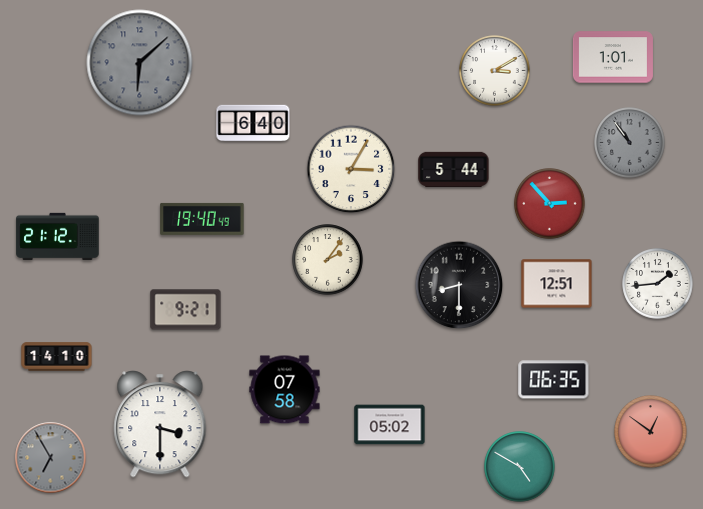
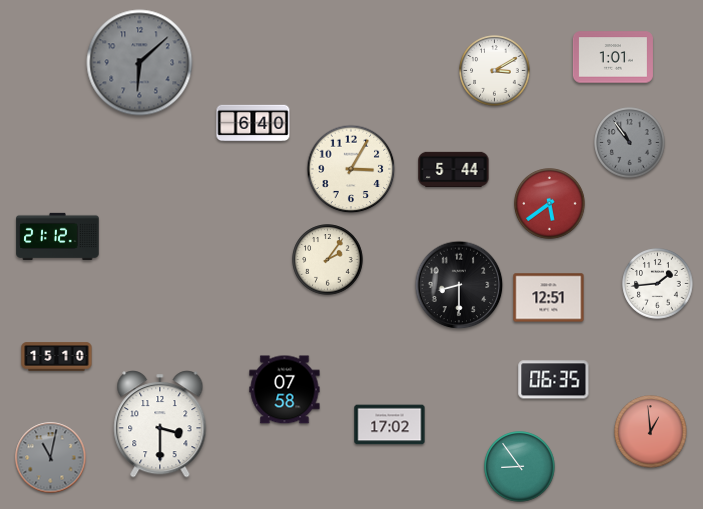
clock at (550, 204): 2:53 -> 5:39
clock at (202, 219): 19:40 -> none
clock at (557, 284) position: (557, 284) -> (549, 298)
clock at (186, 310): 9:21 -> none
clock at (57, 357): 14:10 -> 15:10
clock at (390, 425): 05:02 -> 17:02
clock at (651, 432): 12:51 -> 12:59
clock at (51, 458): 6:55 -> 11:02
clock at (520, 467): 4:50 -> 8:54
